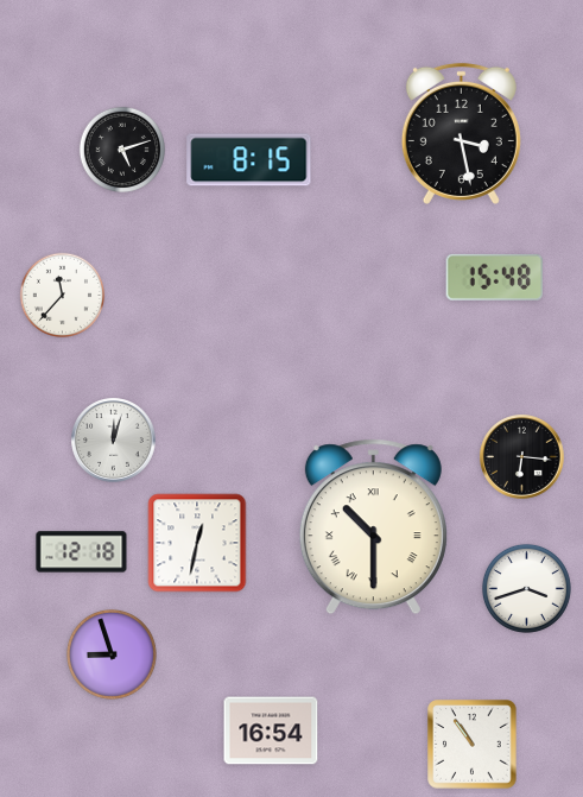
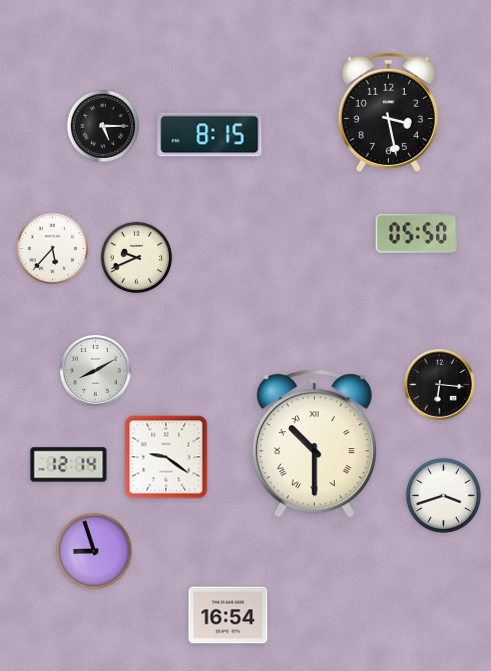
clock at (121, 148): 5:12 -> 5:15
clock at (495, 277): 15:48 -> 05:50
clock at (63, 296): 11:37 -> 5:37
clock at (137, 258): none -> 9:41
clock at (114, 441): 12:03 -> 8:10
clock at (197, 543): 12:32 -> 9:21
clock at (82, 552): 12:18 -> 12:14
clock at (473, 745): 10:54 -> none
